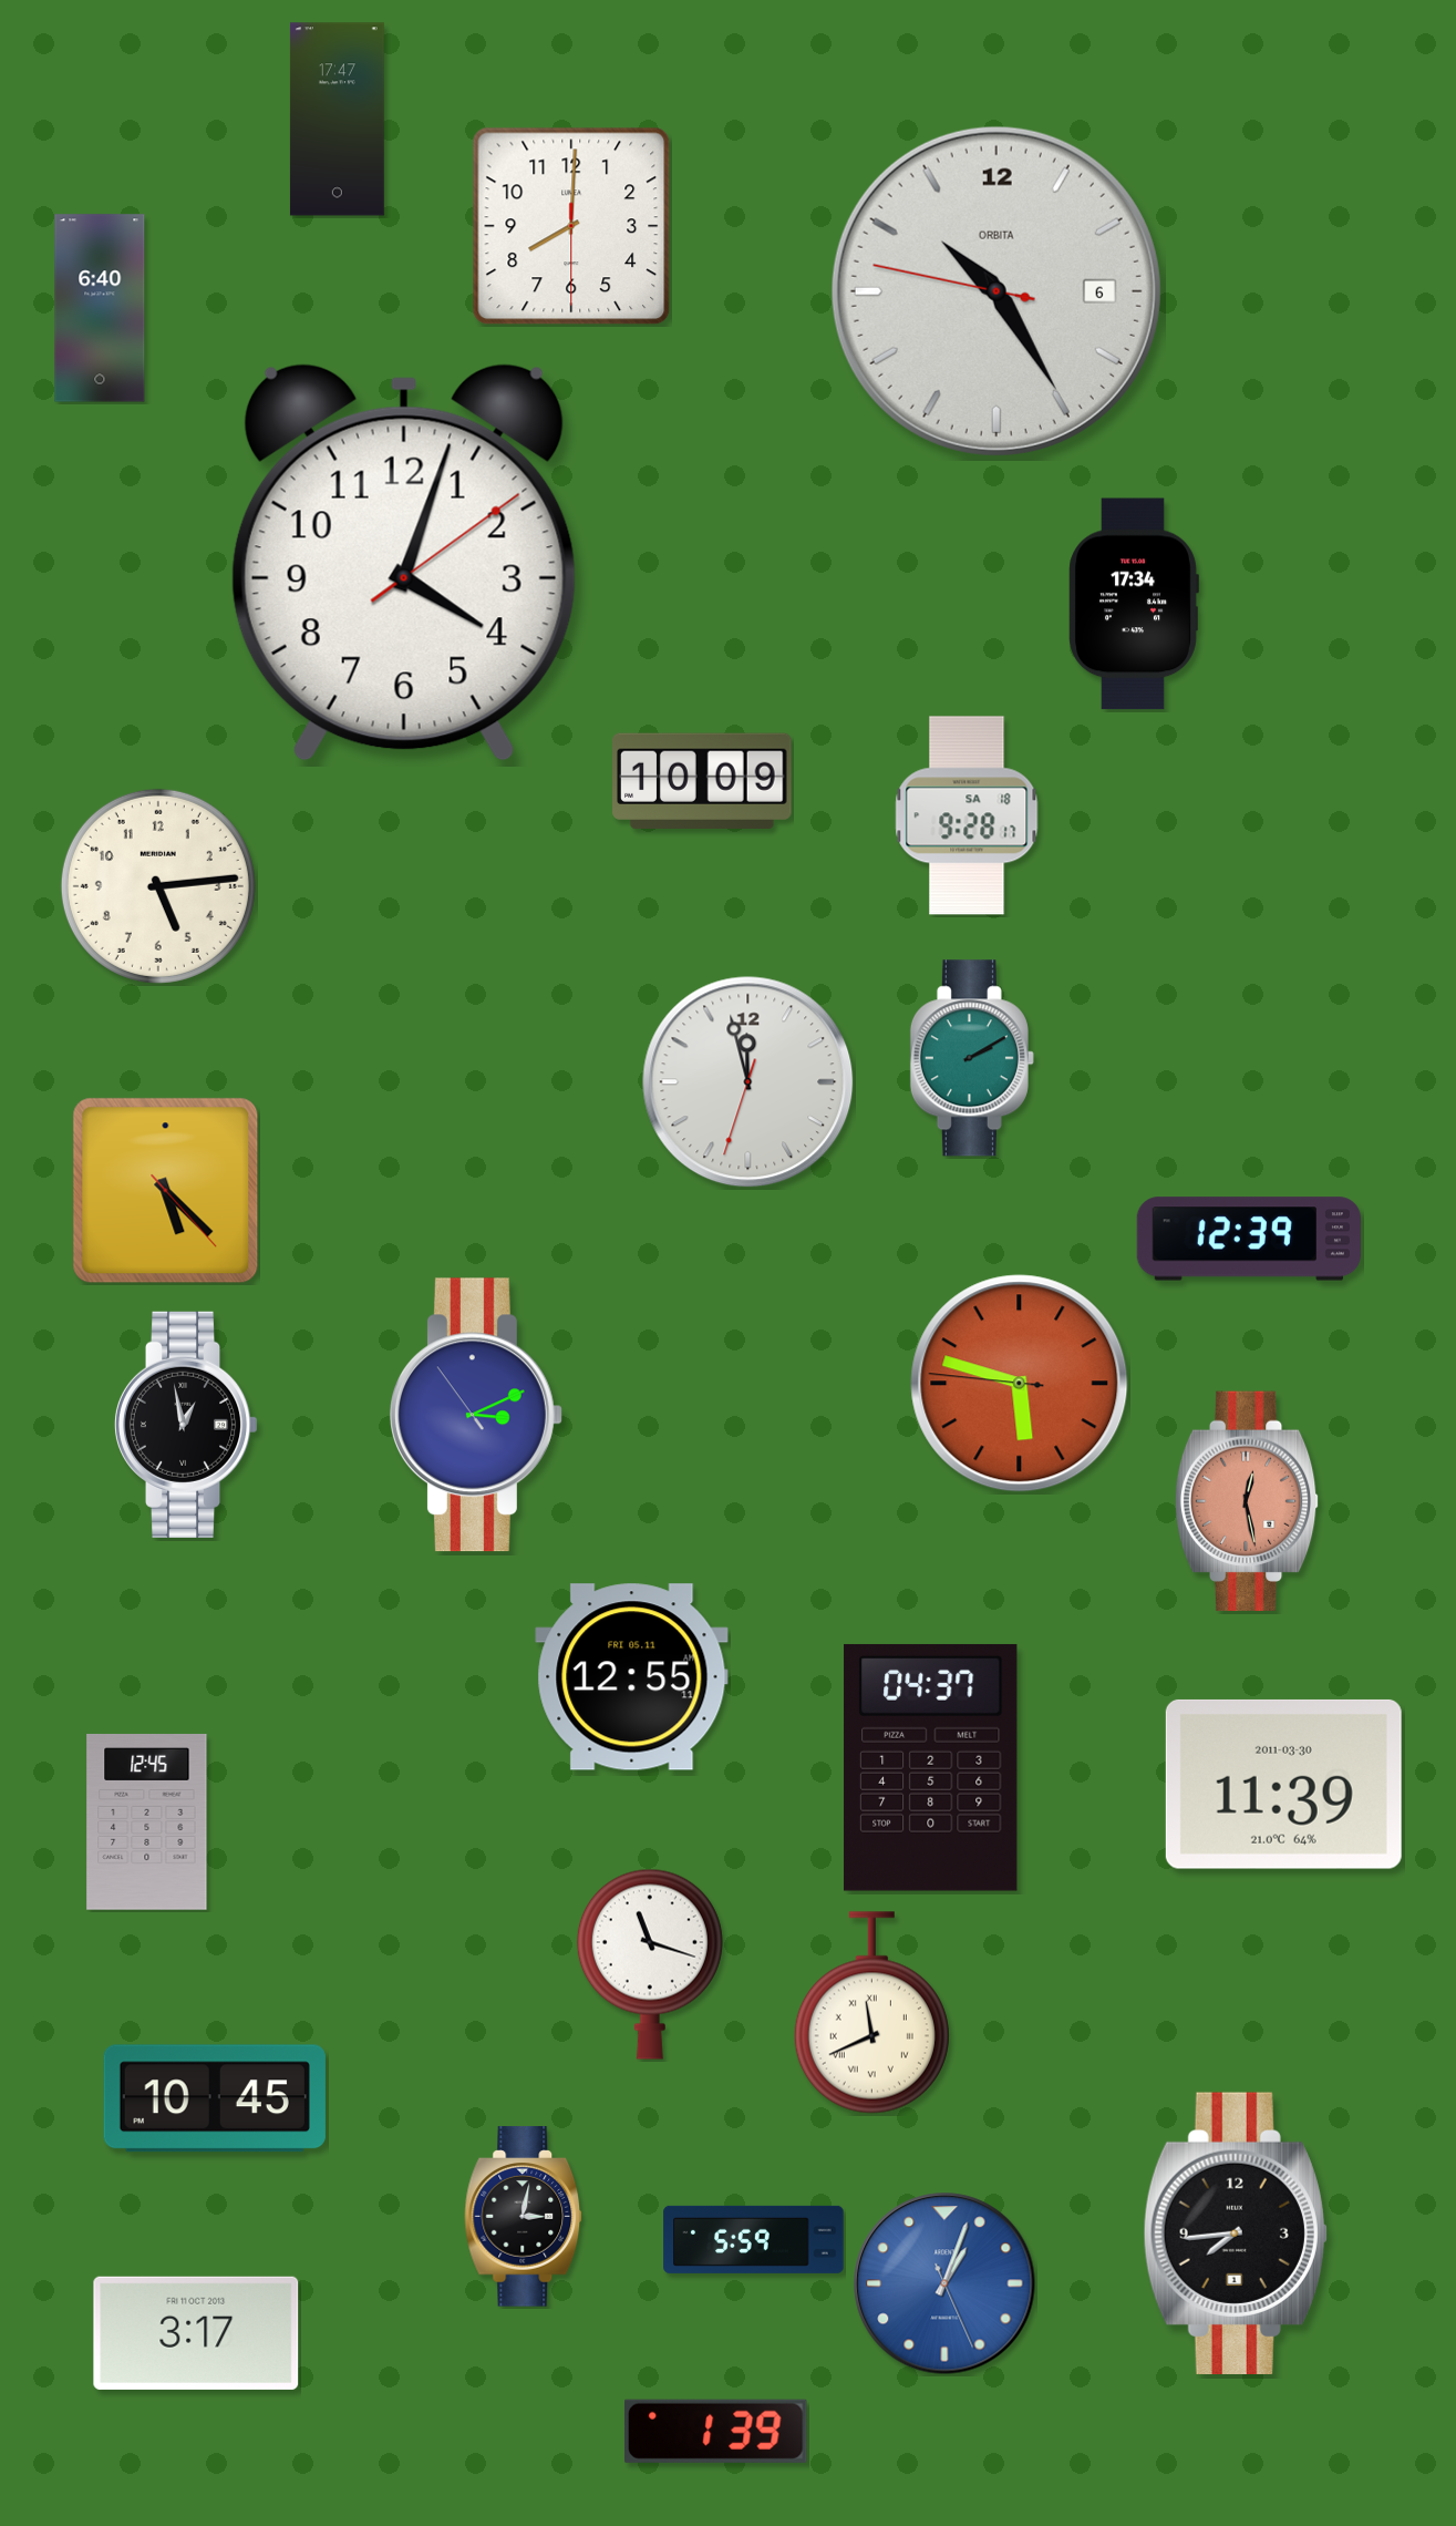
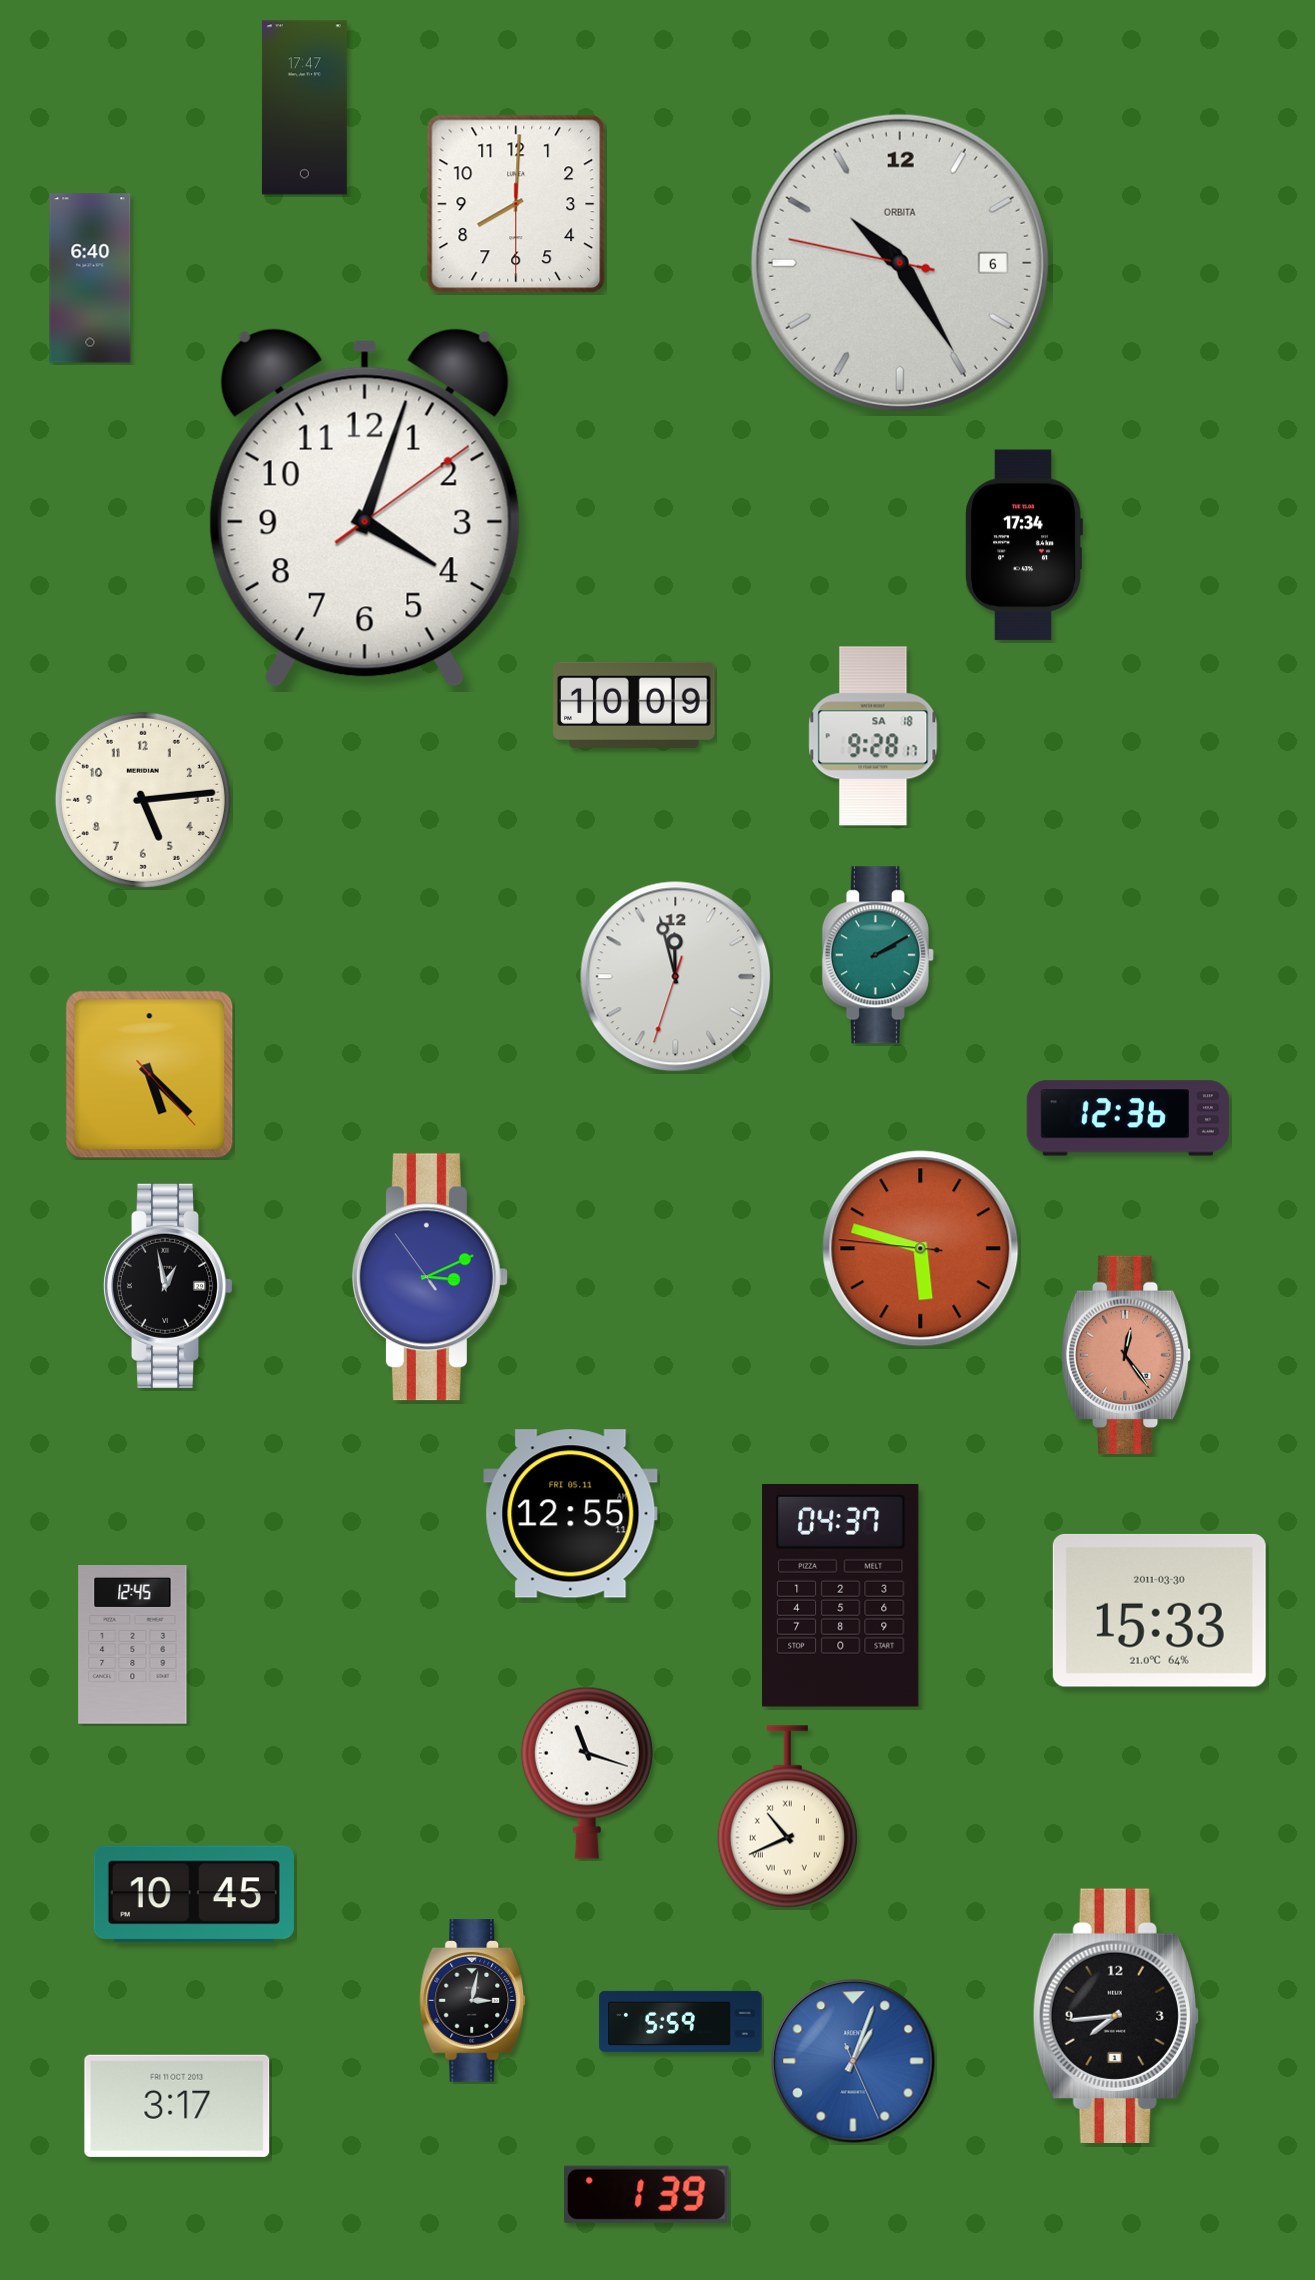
clock at (1249, 1239): 12:39 -> 12:36
clock at (1247, 1500): 12:28 -> 12:24
clock at (1283, 1784): 11:39 -> 15:33
clock at (871, 2013): 11:41 -> 10:41
